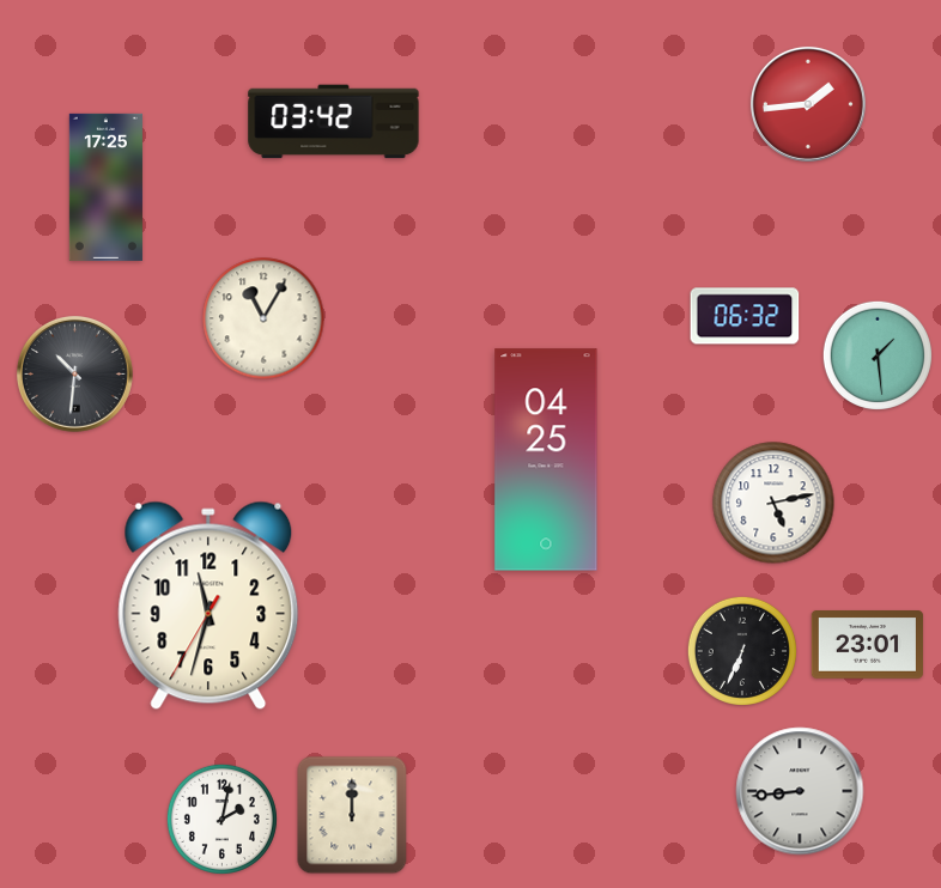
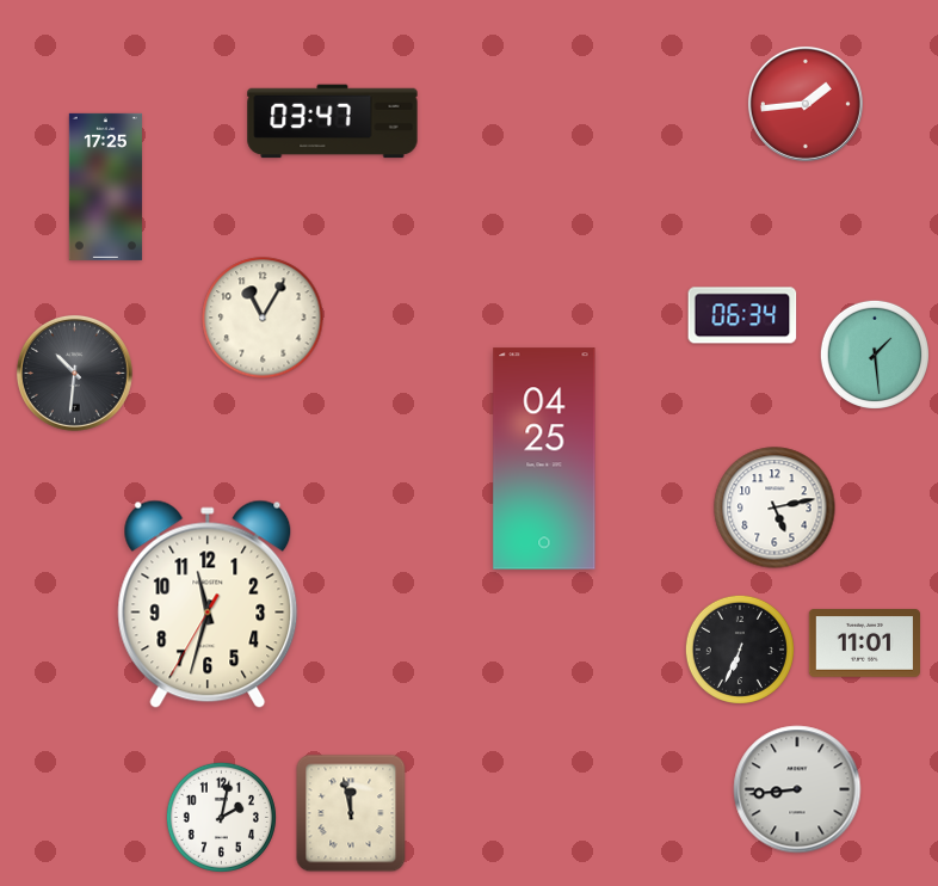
clock at (334, 122): 03:42 -> 03:47
clock at (745, 316): 06:32 -> 06:34
clock at (773, 503) position: (773, 503) -> (775, 507)
clock at (867, 645): 23:01 -> 11:01
clock at (352, 815): 12:00 -> 11:58
